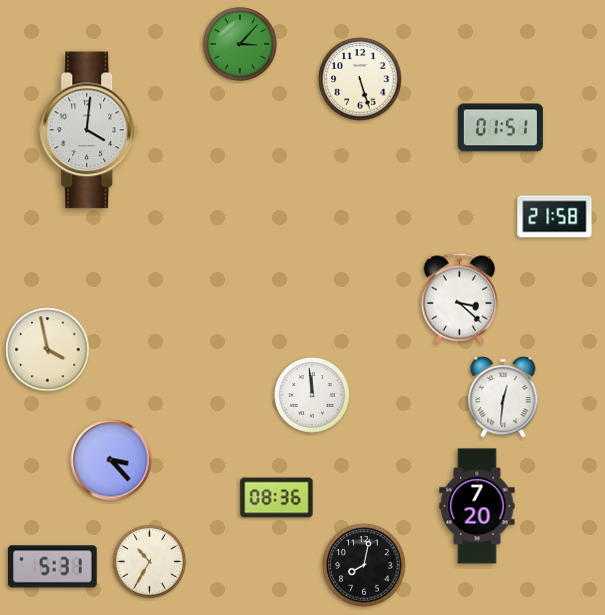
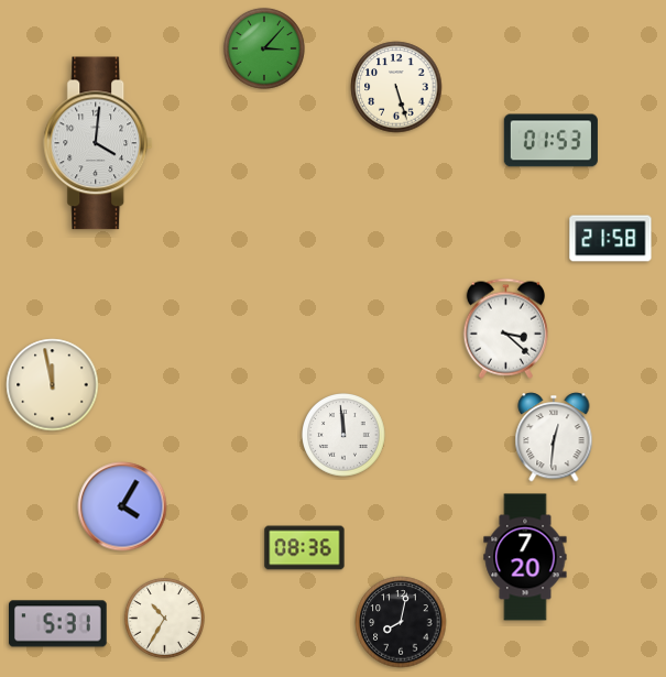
clock at (500, 128): 01:51 -> 01:53
clock at (48, 350): 3:58 -> 11:58
clock at (111, 460): 3:23 -> 4:05
